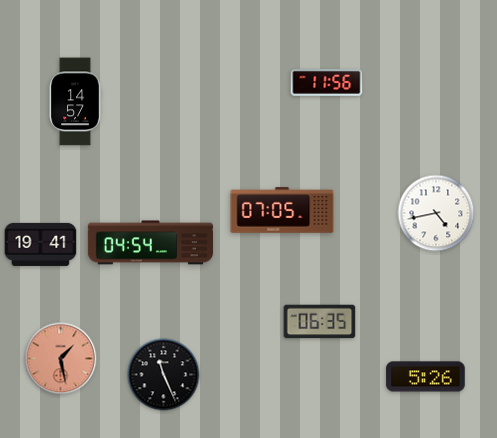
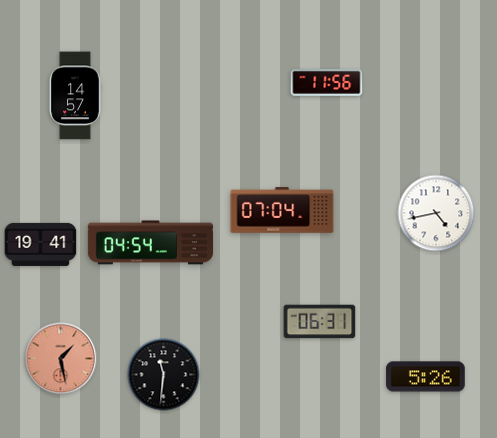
clock at (75, 102) position: (75, 102) -> (75, 96)
clock at (282, 210): 07:05 -> 07:04
clock at (320, 322): 06:35 -> 06:31
clock at (164, 375): 11:26 -> 11:31
